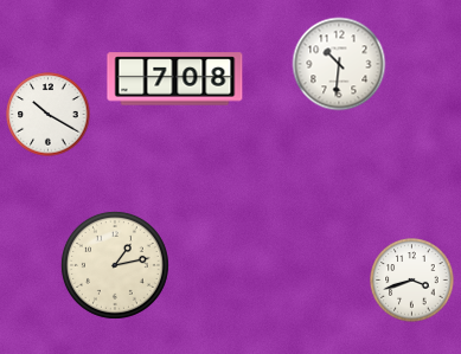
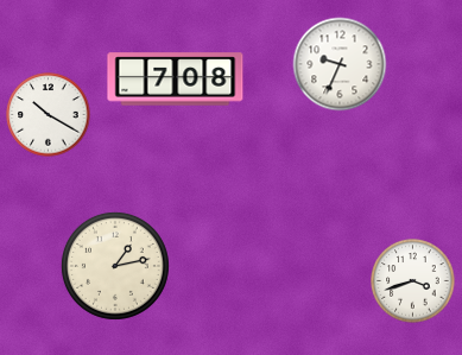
clock at (339, 64): 10:31 -> 9:34
